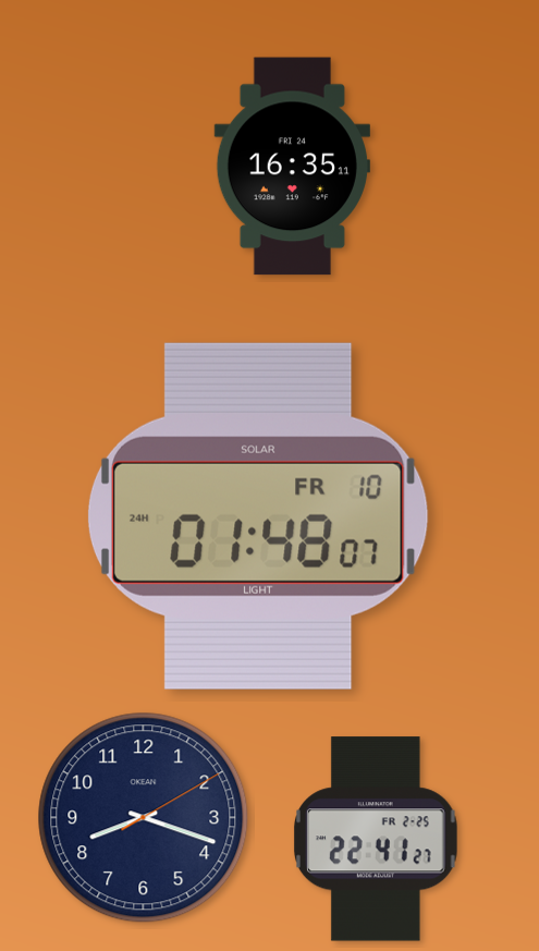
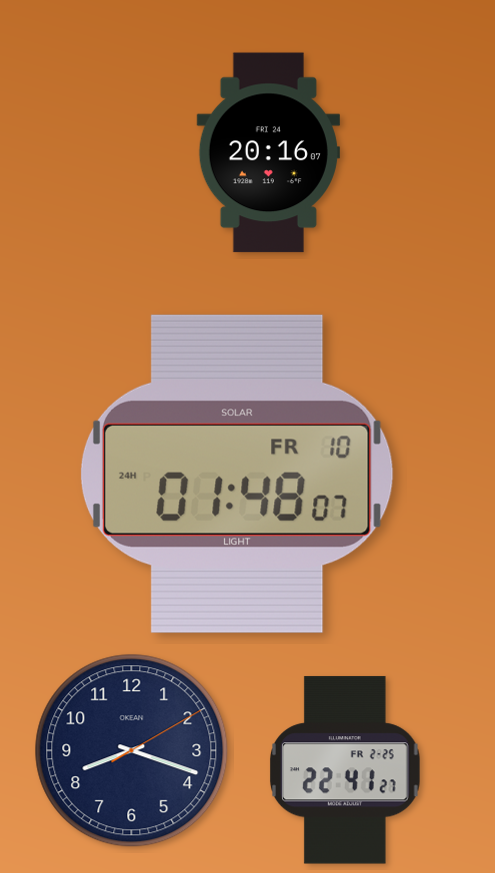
clock at (292, 167): 16:35 -> 20:16
